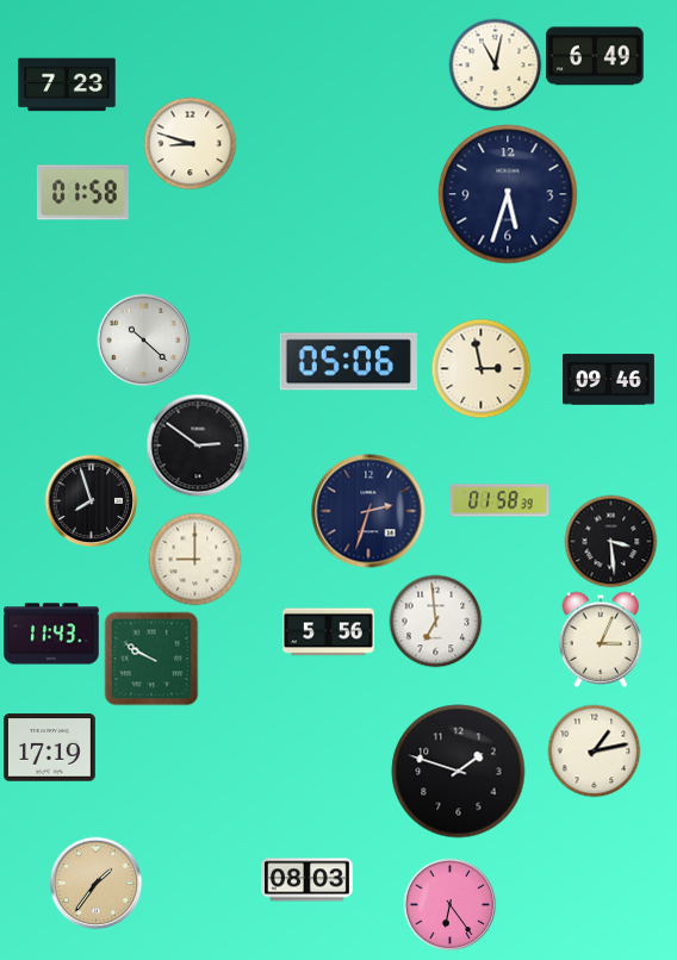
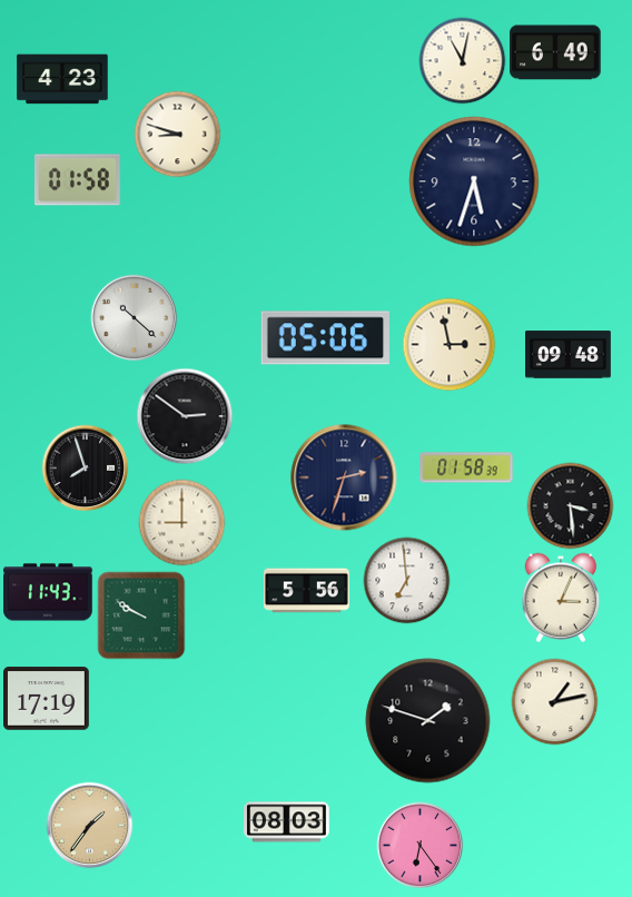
clock at (67, 85): 7:23 -> 4:23
clock at (609, 380): 09:46 -> 09:48
